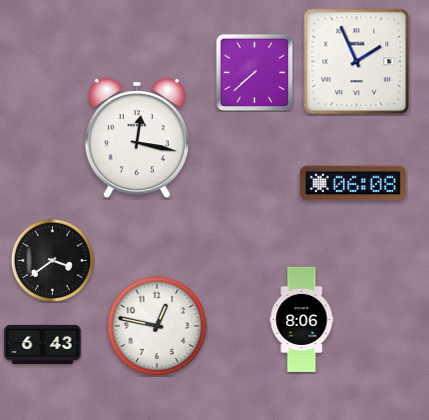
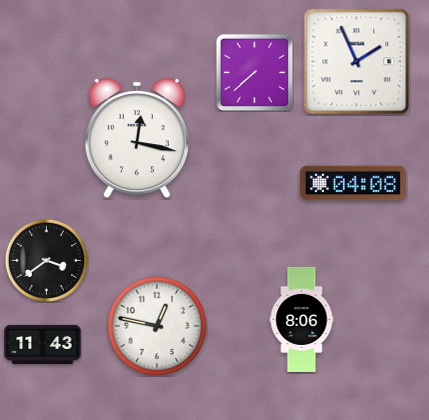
clock at (353, 183): 06:08 -> 04:08
clock at (52, 260) position: (52, 260) -> (46, 260)
clock at (43, 344): 6:43 -> 11:43
